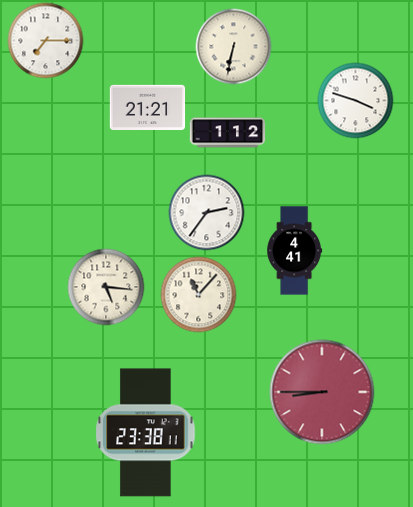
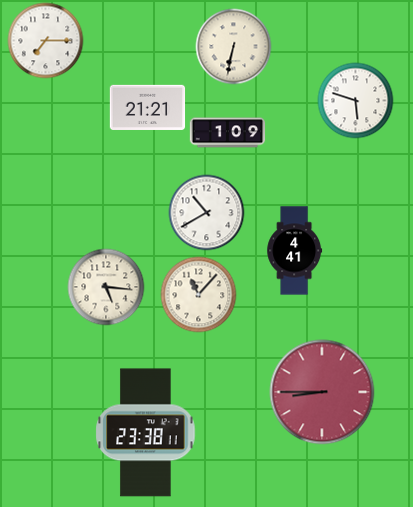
clock at (356, 101): 3:48 -> 5:48
clock at (228, 133): 1:12 -> 1:09
clock at (207, 213): 2:36 -> 10:40
